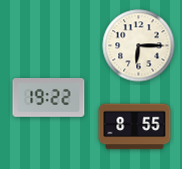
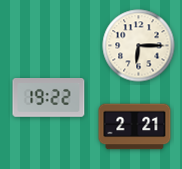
clock at (135, 127): 8:55 -> 2:21
